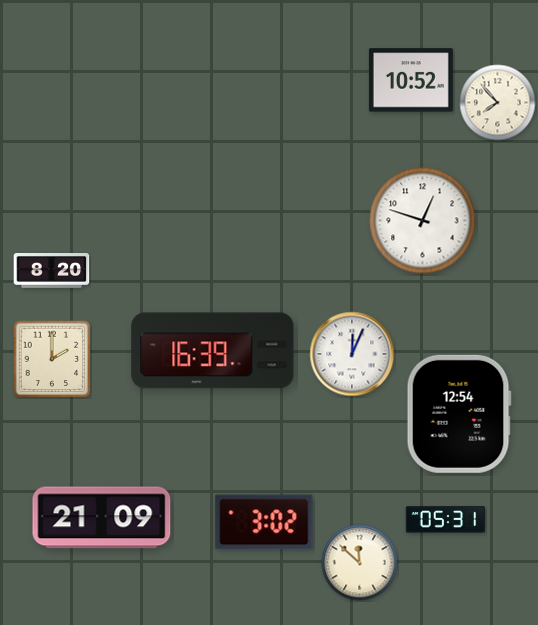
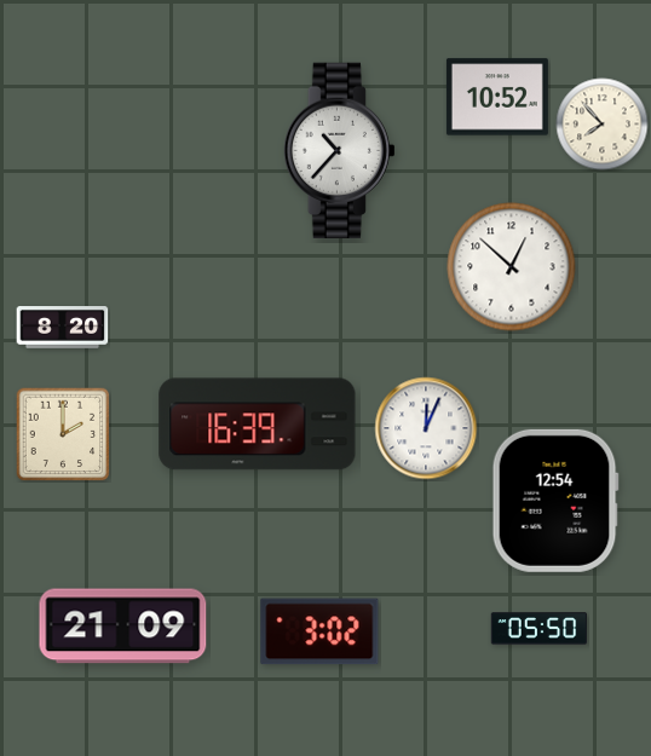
clock at (339, 150): none -> 10:37
clock at (423, 221): 12:48 -> 12:52
clock at (446, 520): 05:31 -> 05:50
clock at (360, 563): 11:52 -> none
